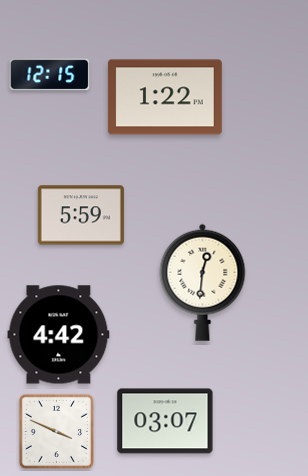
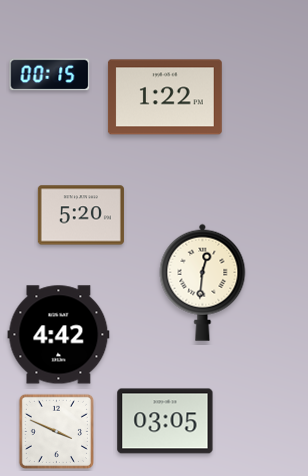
clock at (50, 75): 12:15 -> 00:15
clock at (81, 215): 5:59 -> 5:20
clock at (165, 421): 03:07 -> 03:05
